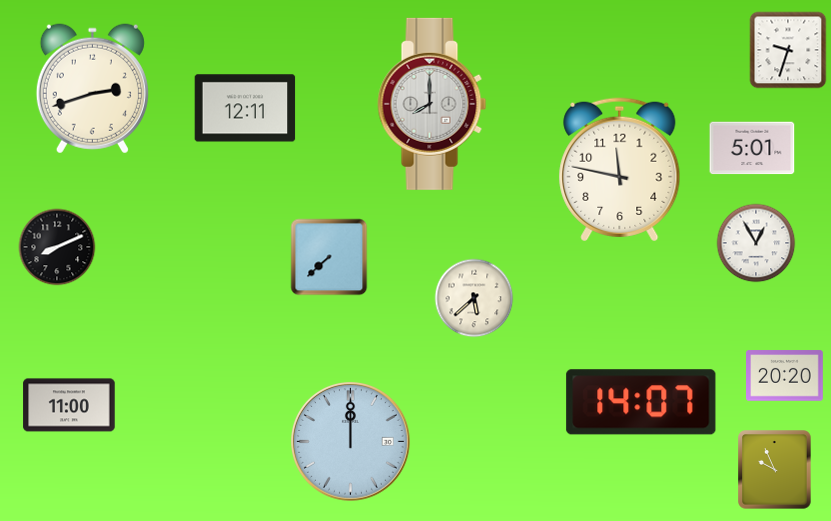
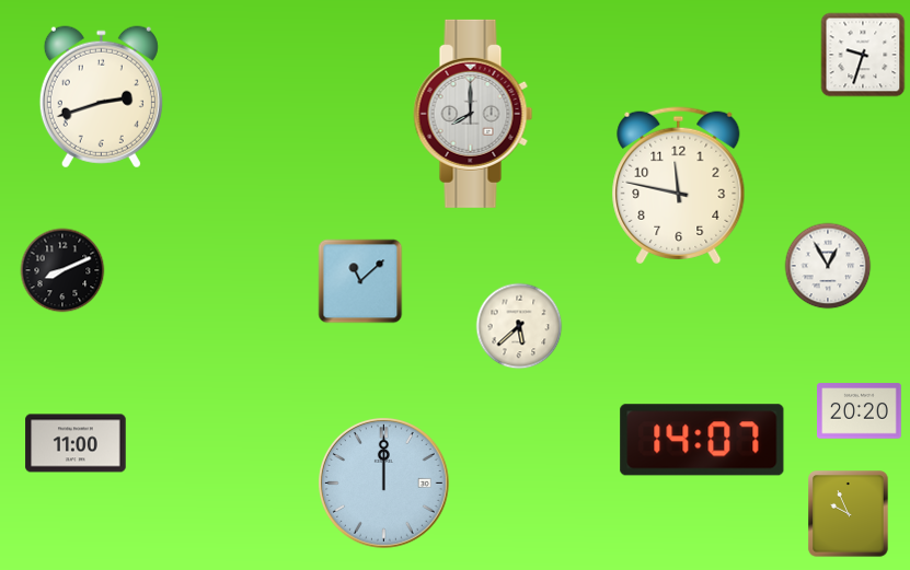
clock at (245, 108): 12:11 -> none
clock at (752, 148): 5:01 -> none
clock at (329, 257): 7:38 -> 11:08
